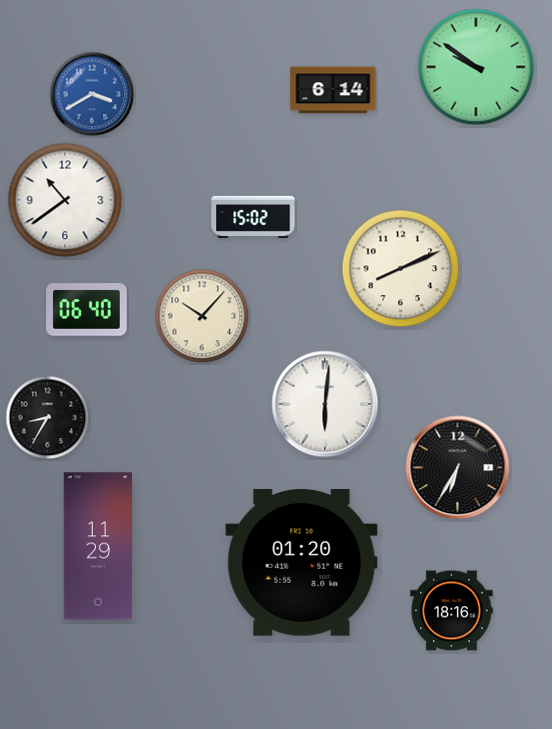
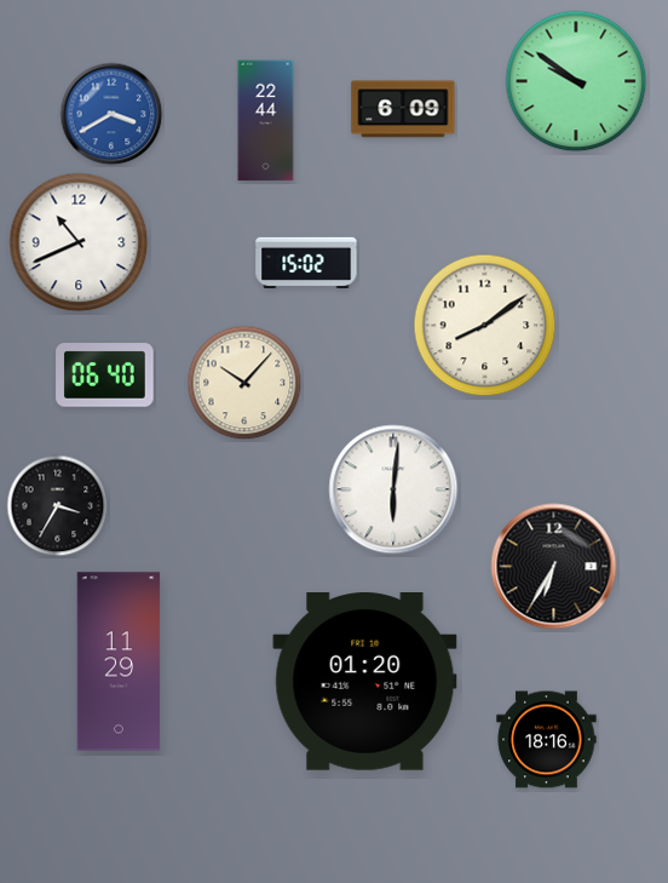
clock at (333, 90): 6:14 -> 6:09
clock at (266, 121): none -> 22:44
clock at (65, 200): 10:39 -> 10:41
clock at (401, 269): 8:11 -> 8:09
clock at (48, 418): 8:35 -> 3:35
